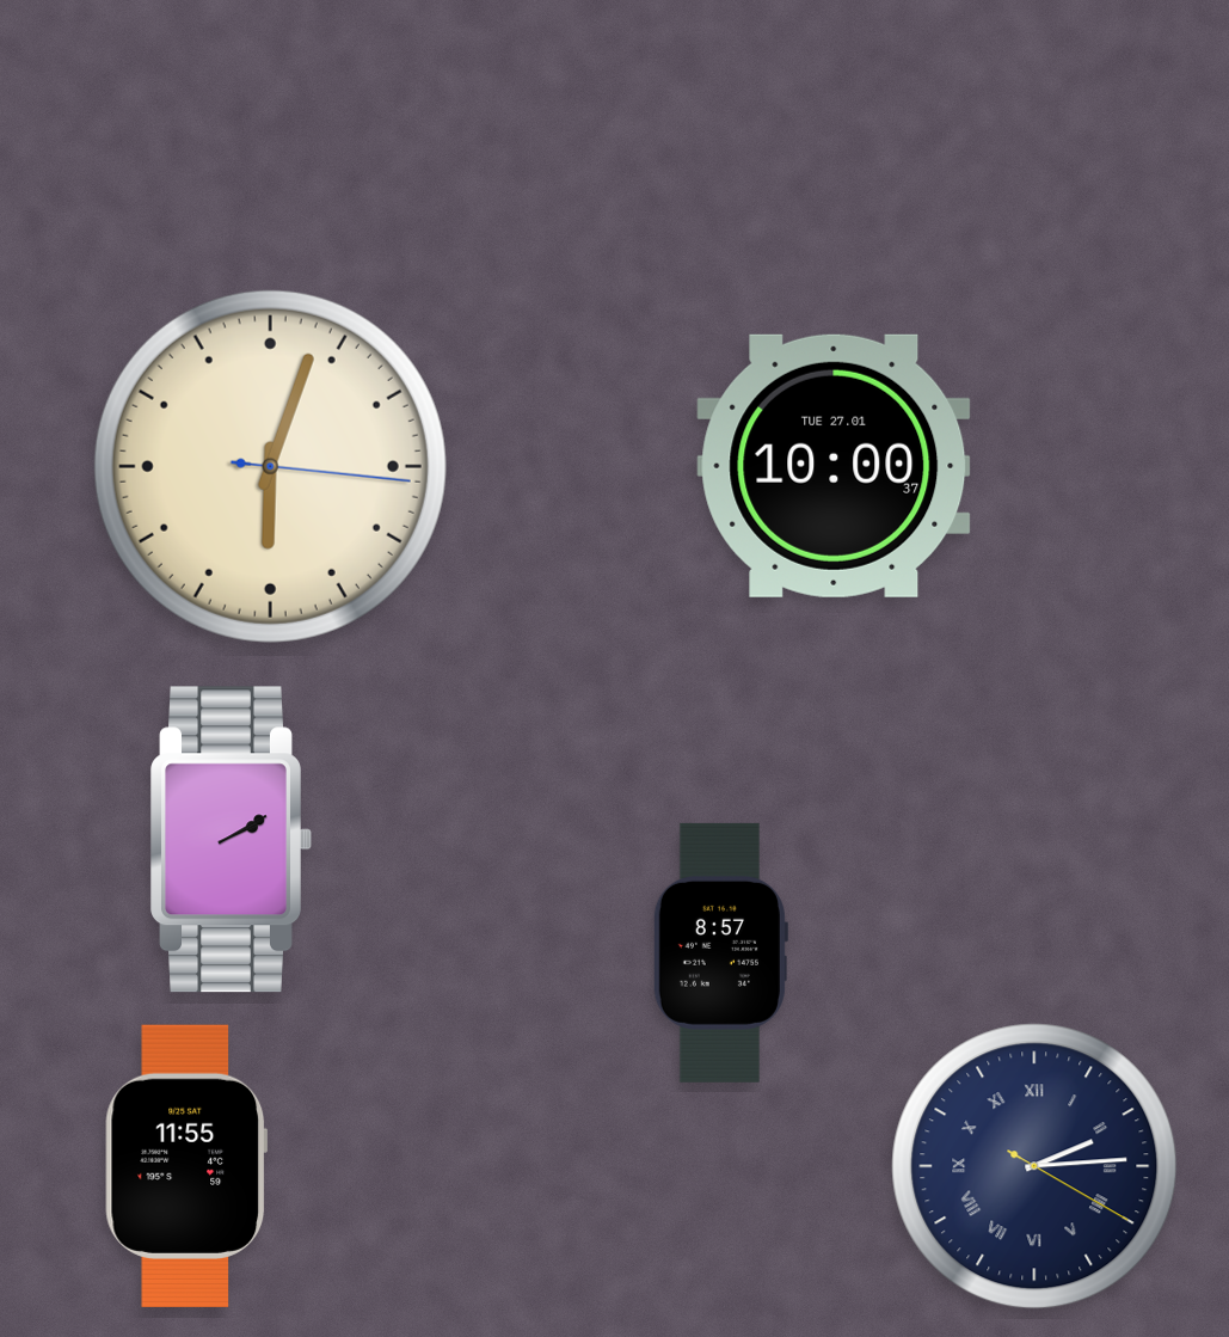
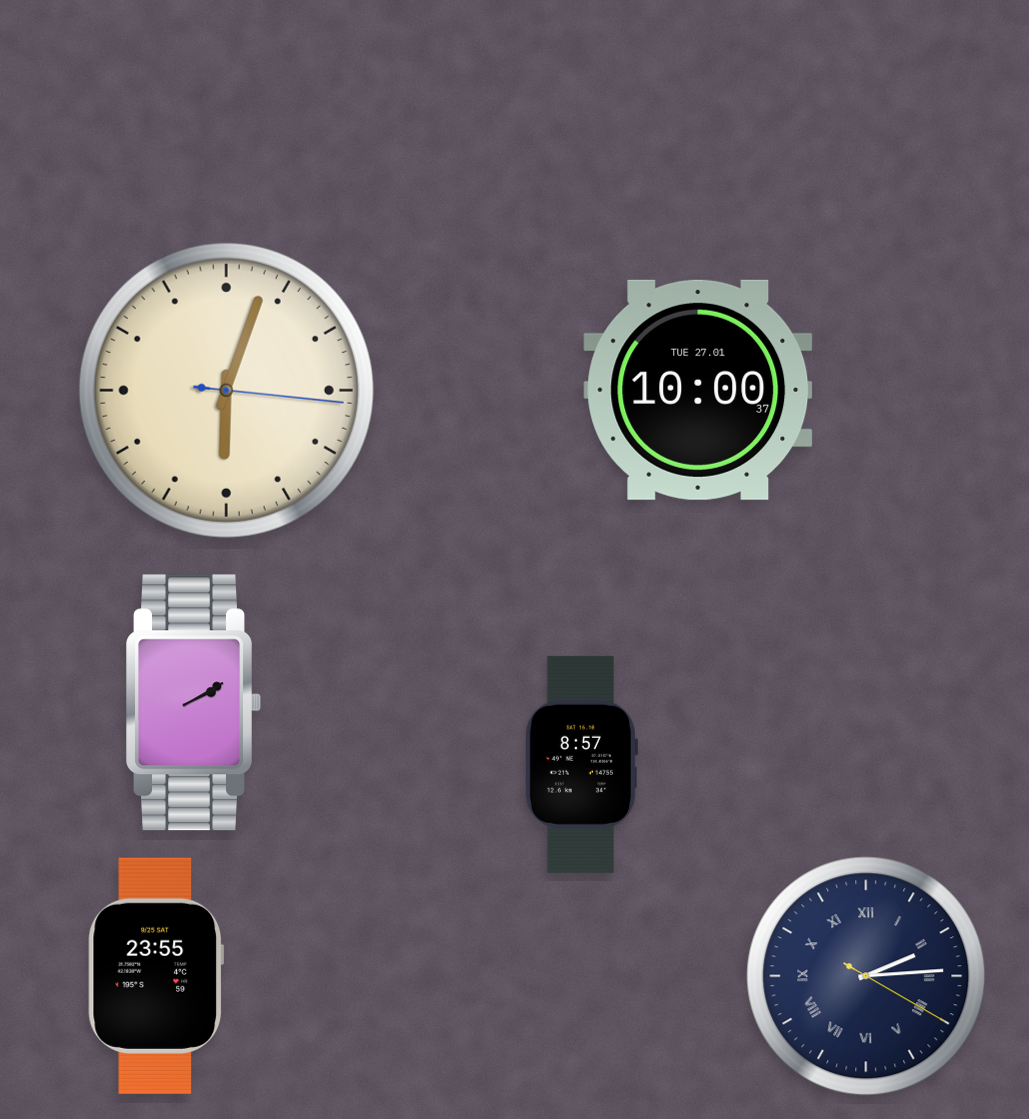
clock at (720, 952) position: (720, 952) -> (581, 764)
clock at (186, 1166): 11:55 -> 23:55
